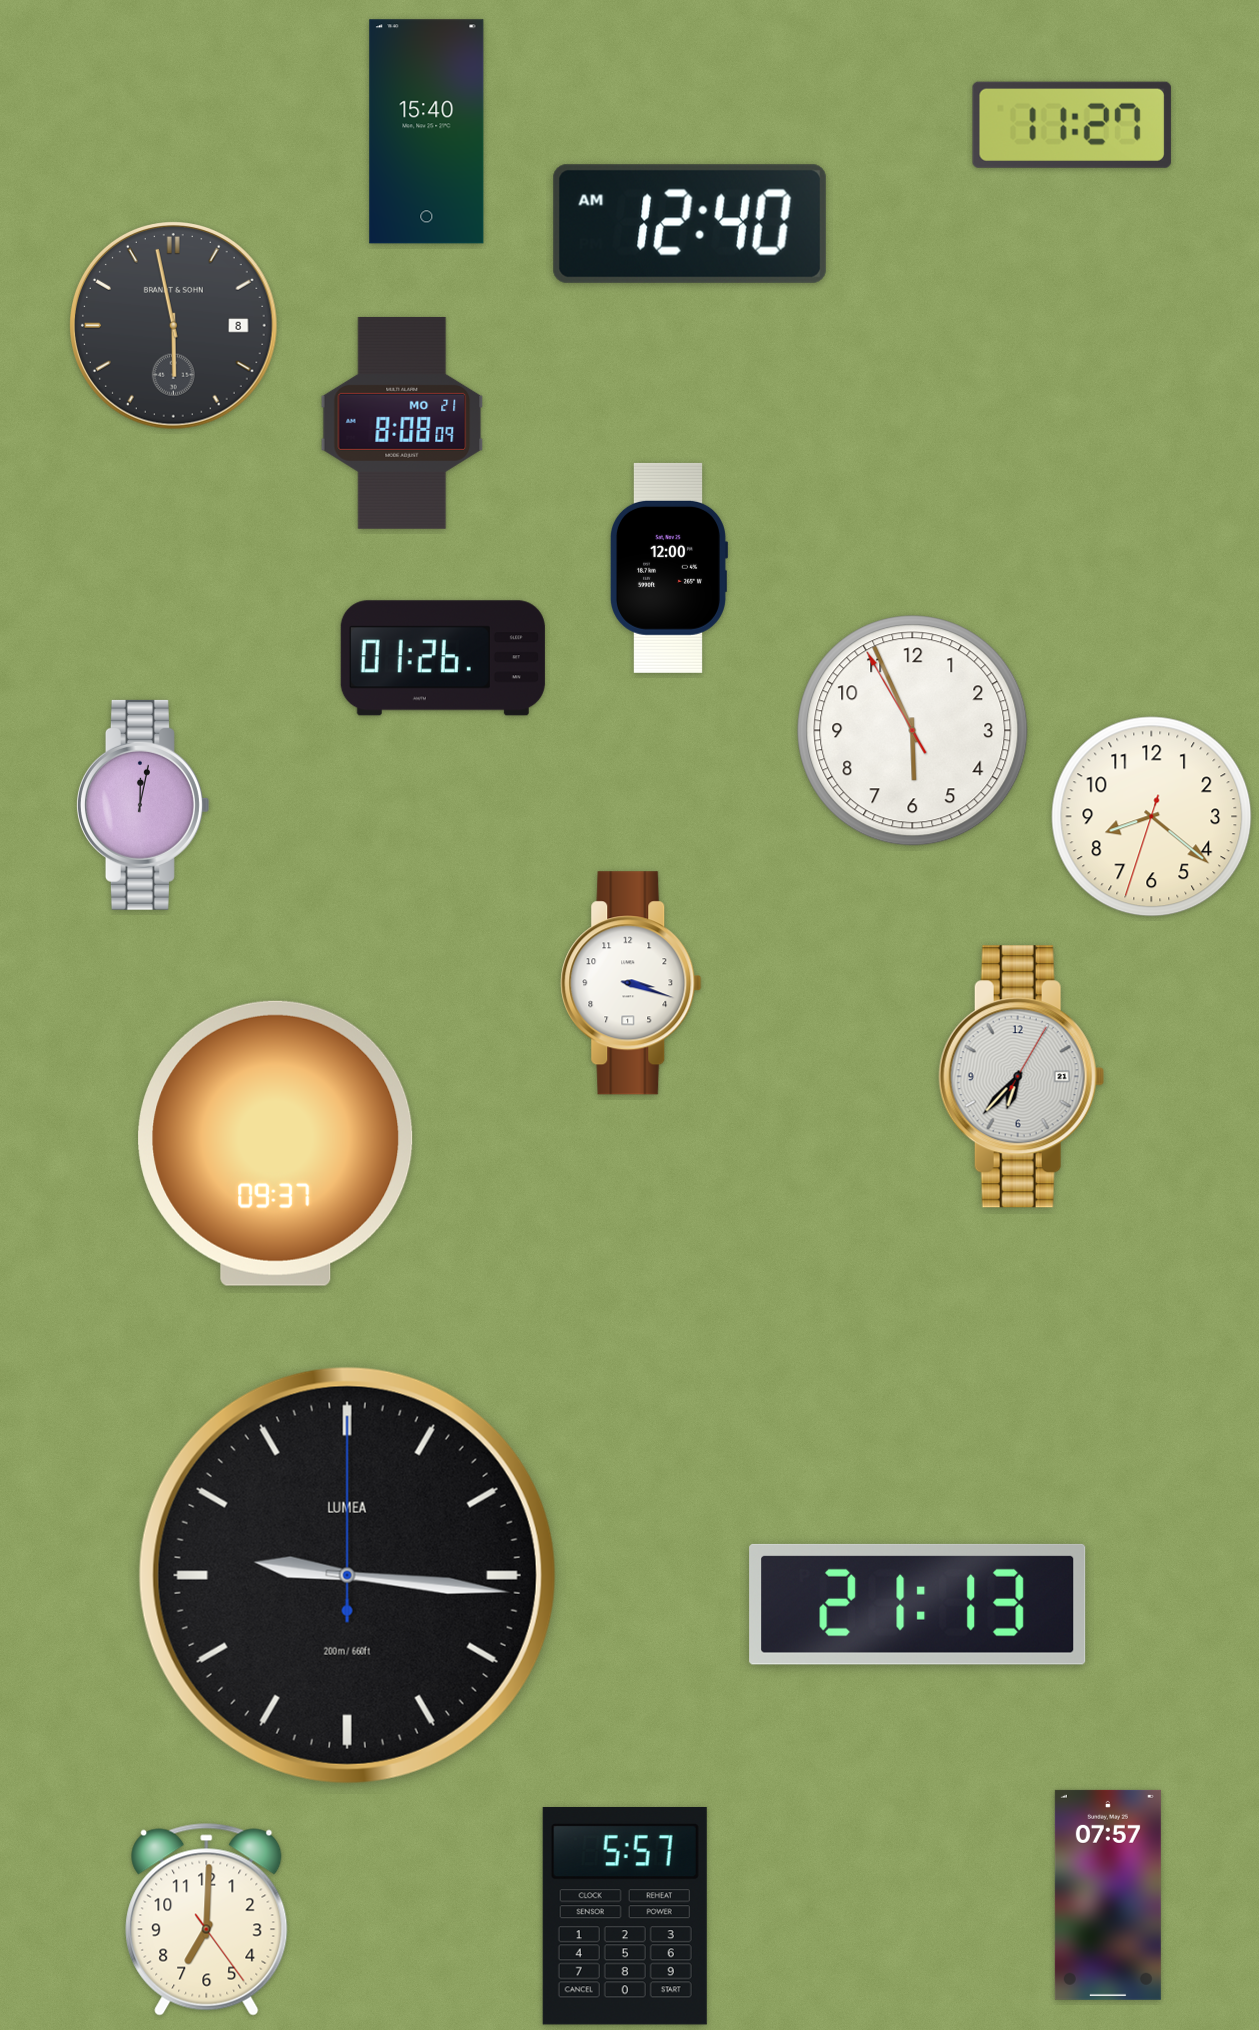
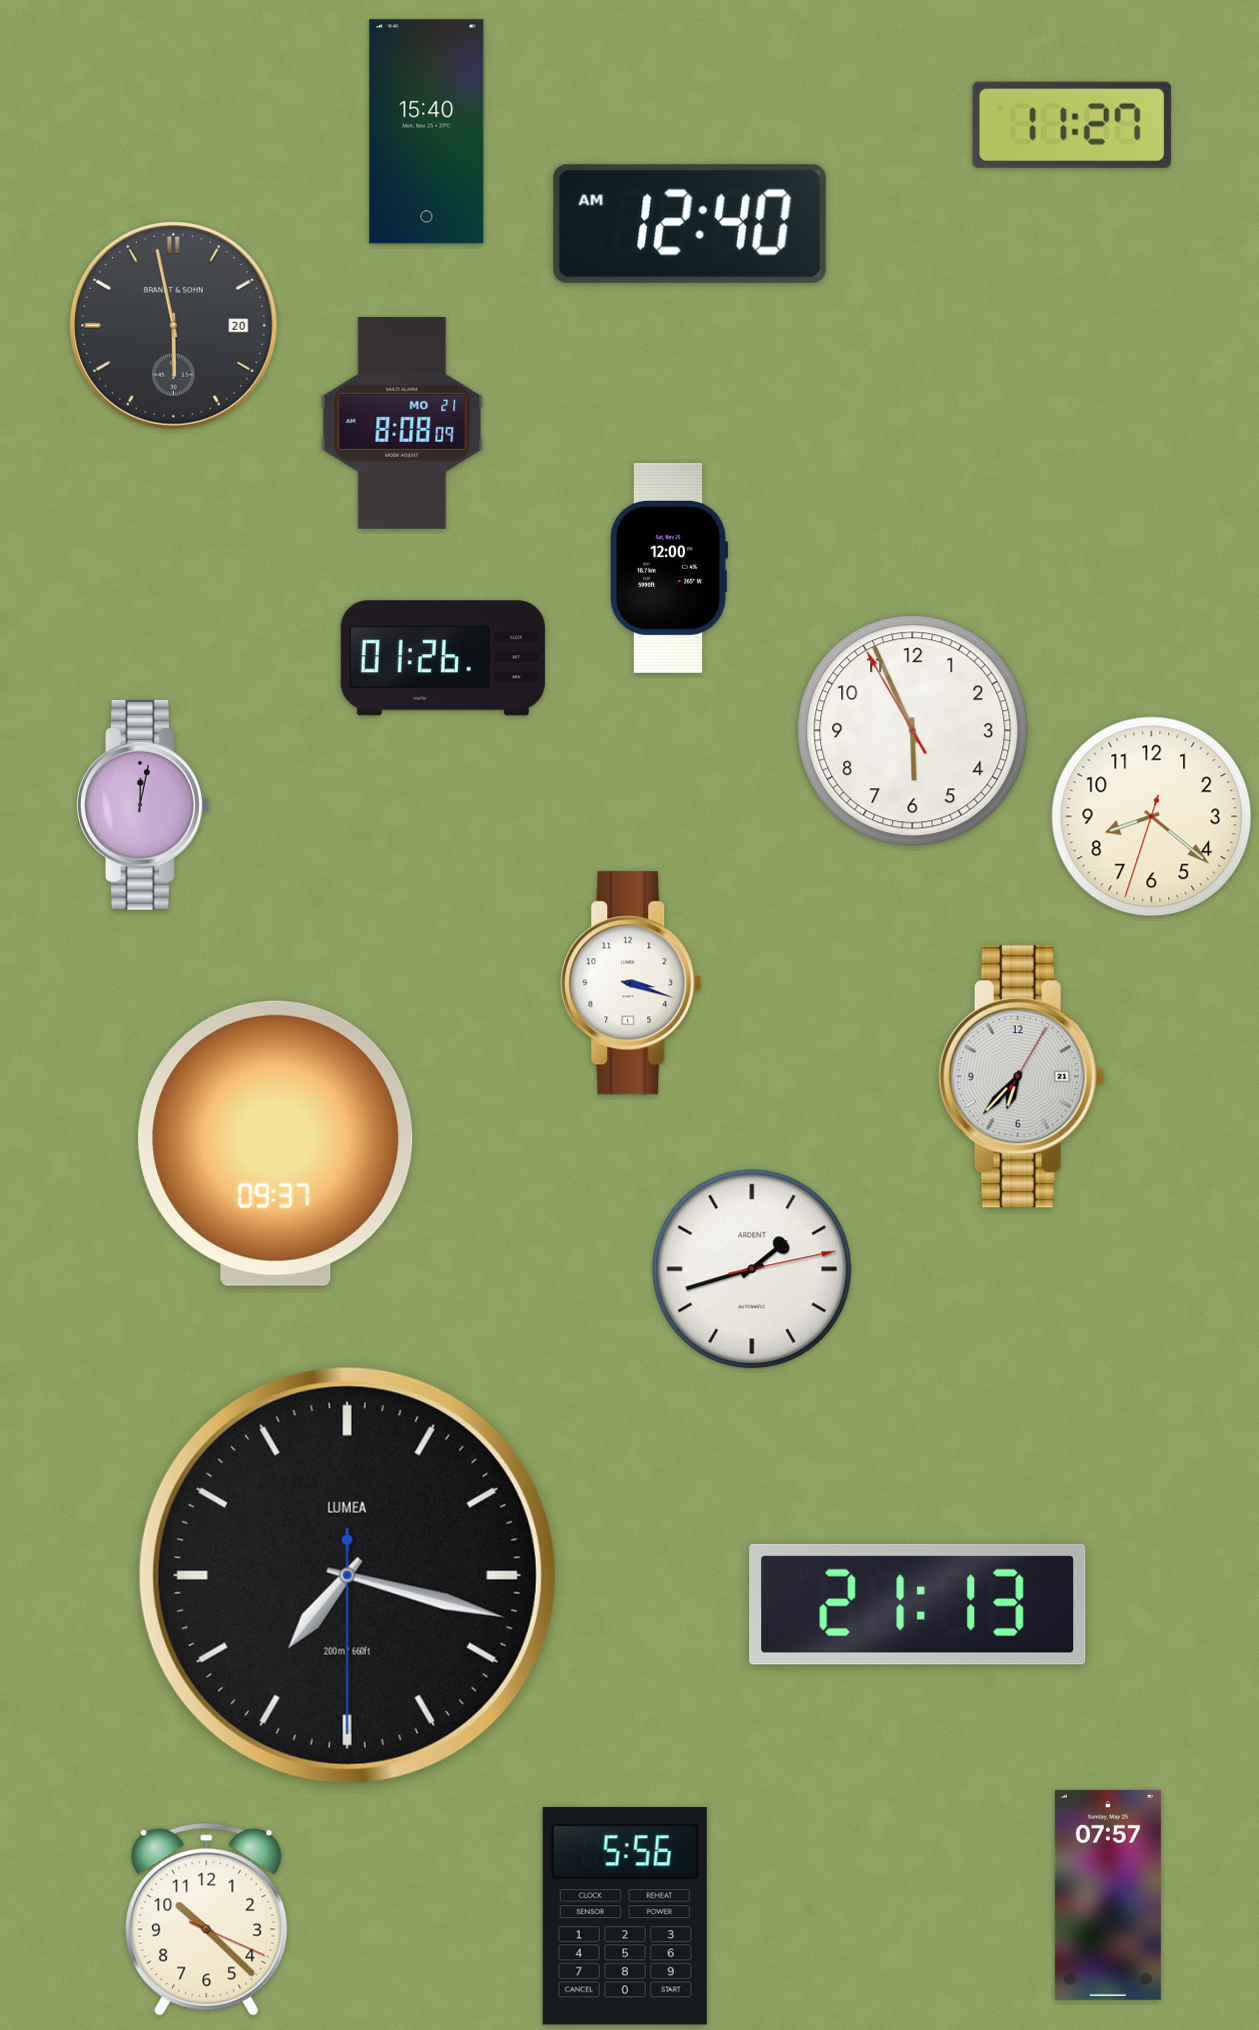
clock at (174, 326) date: 8 -> 20
clock at (752, 1269): none -> 1:42
clock at (347, 1575): 9:16 -> 7:17
clock at (625, 1917): 5:57 -> 5:56
clock at (207, 1919): 7:00 -> 10:22
